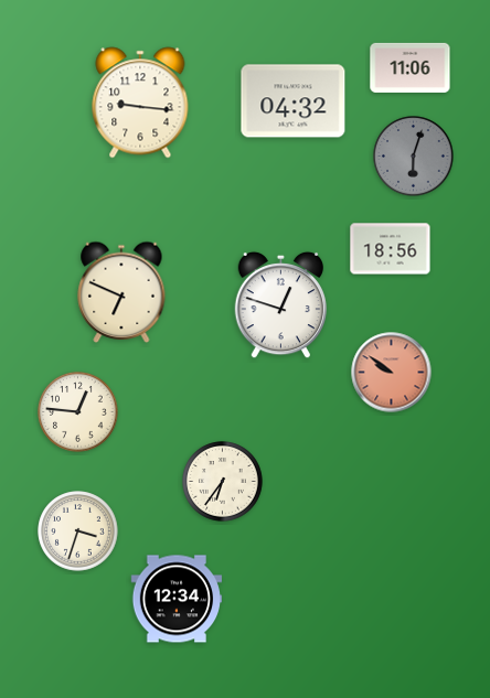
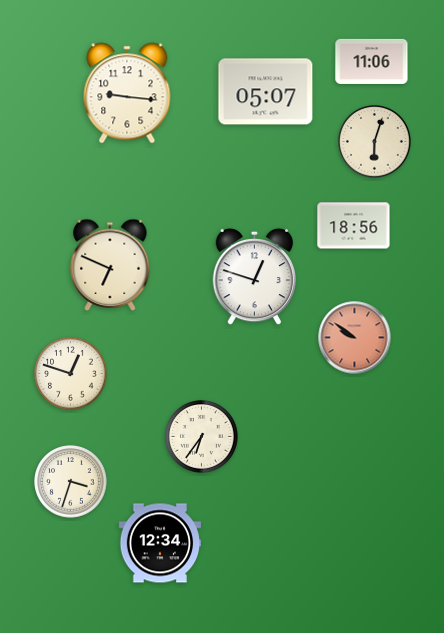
clock at (294, 101): 04:32 -> 05:07
clock at (414, 157) dial: grey -> cream
clock at (78, 412): 12:46 -> 12:48
